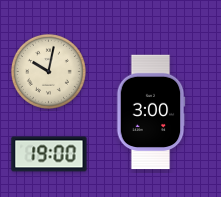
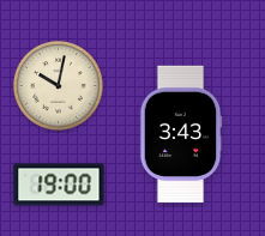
clock at (151, 112): 3:00 -> 3:43
